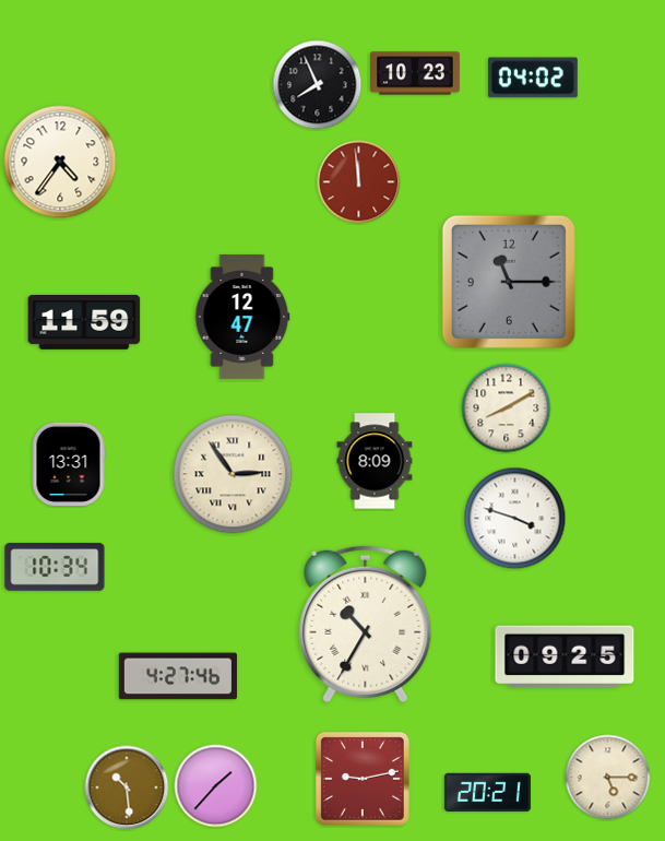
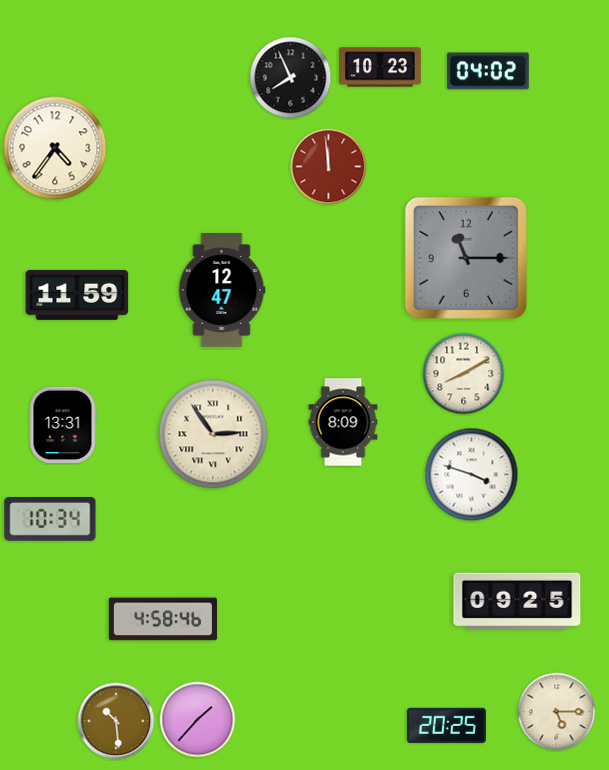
clock at (366, 625): 10:35 -> none
clock at (178, 676): 4:27 -> 4:58
clock at (363, 779): 9:13 -> none
clock at (487, 792): 20:21 -> 20:25
